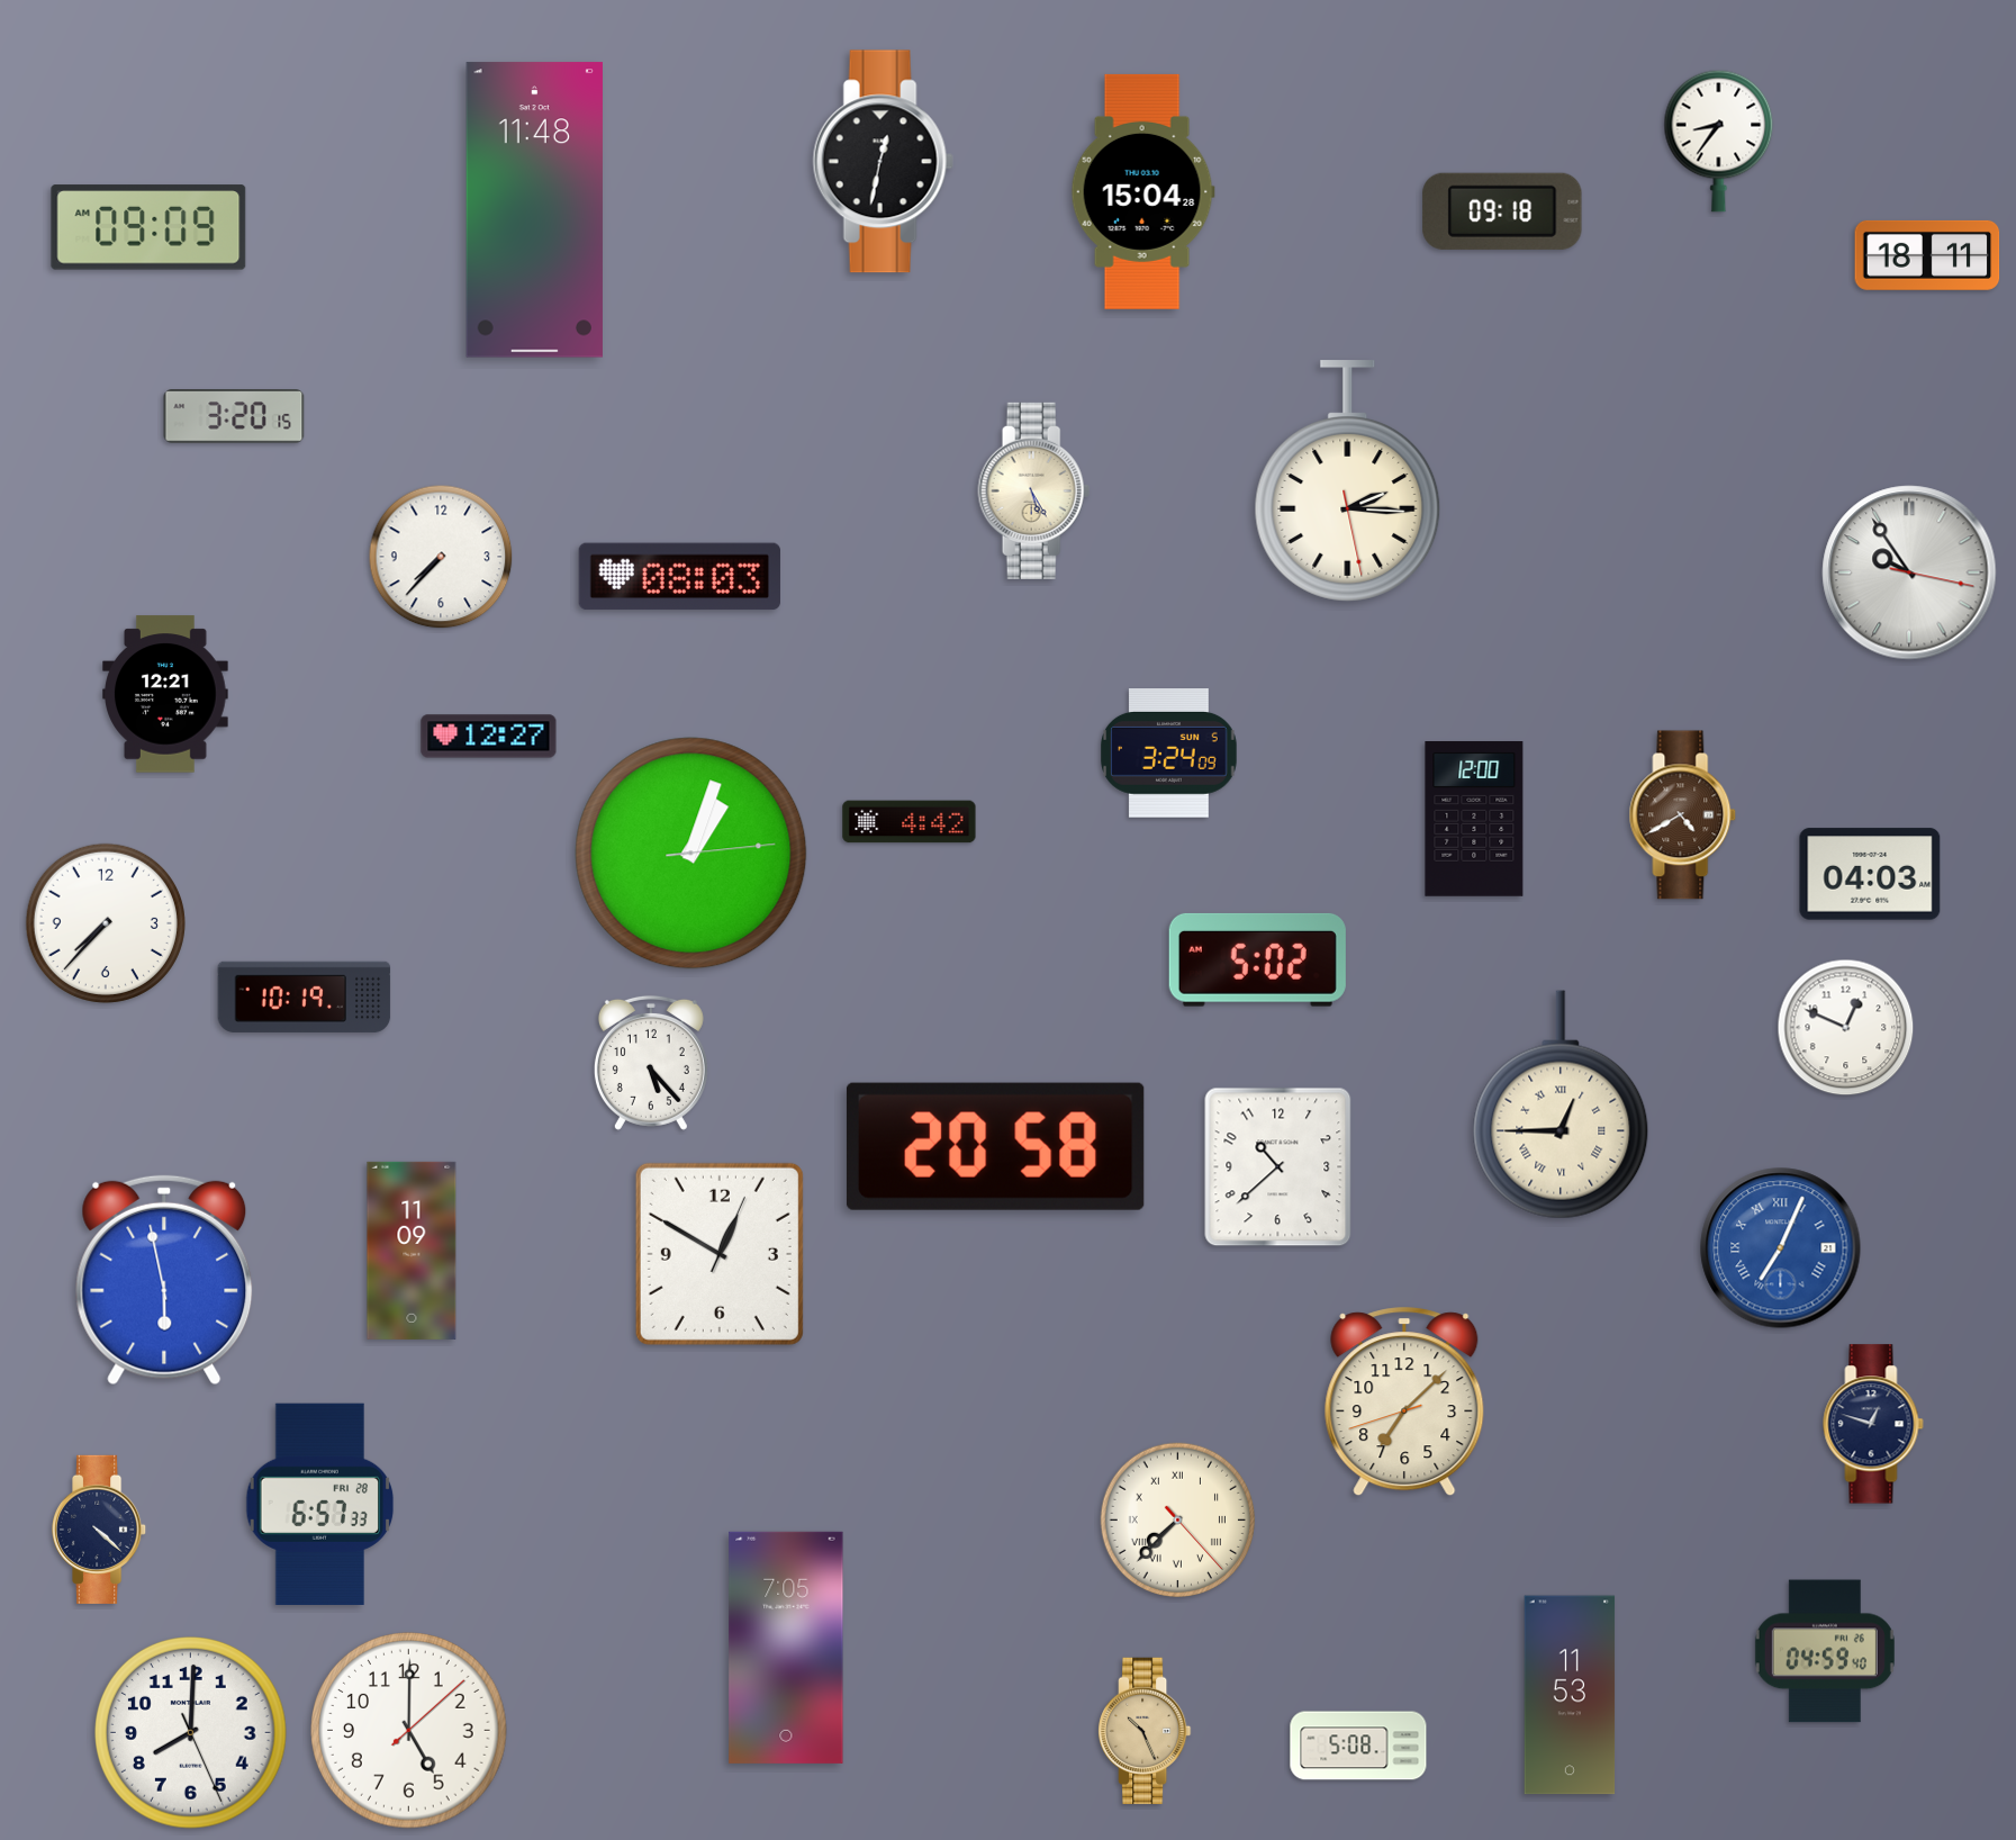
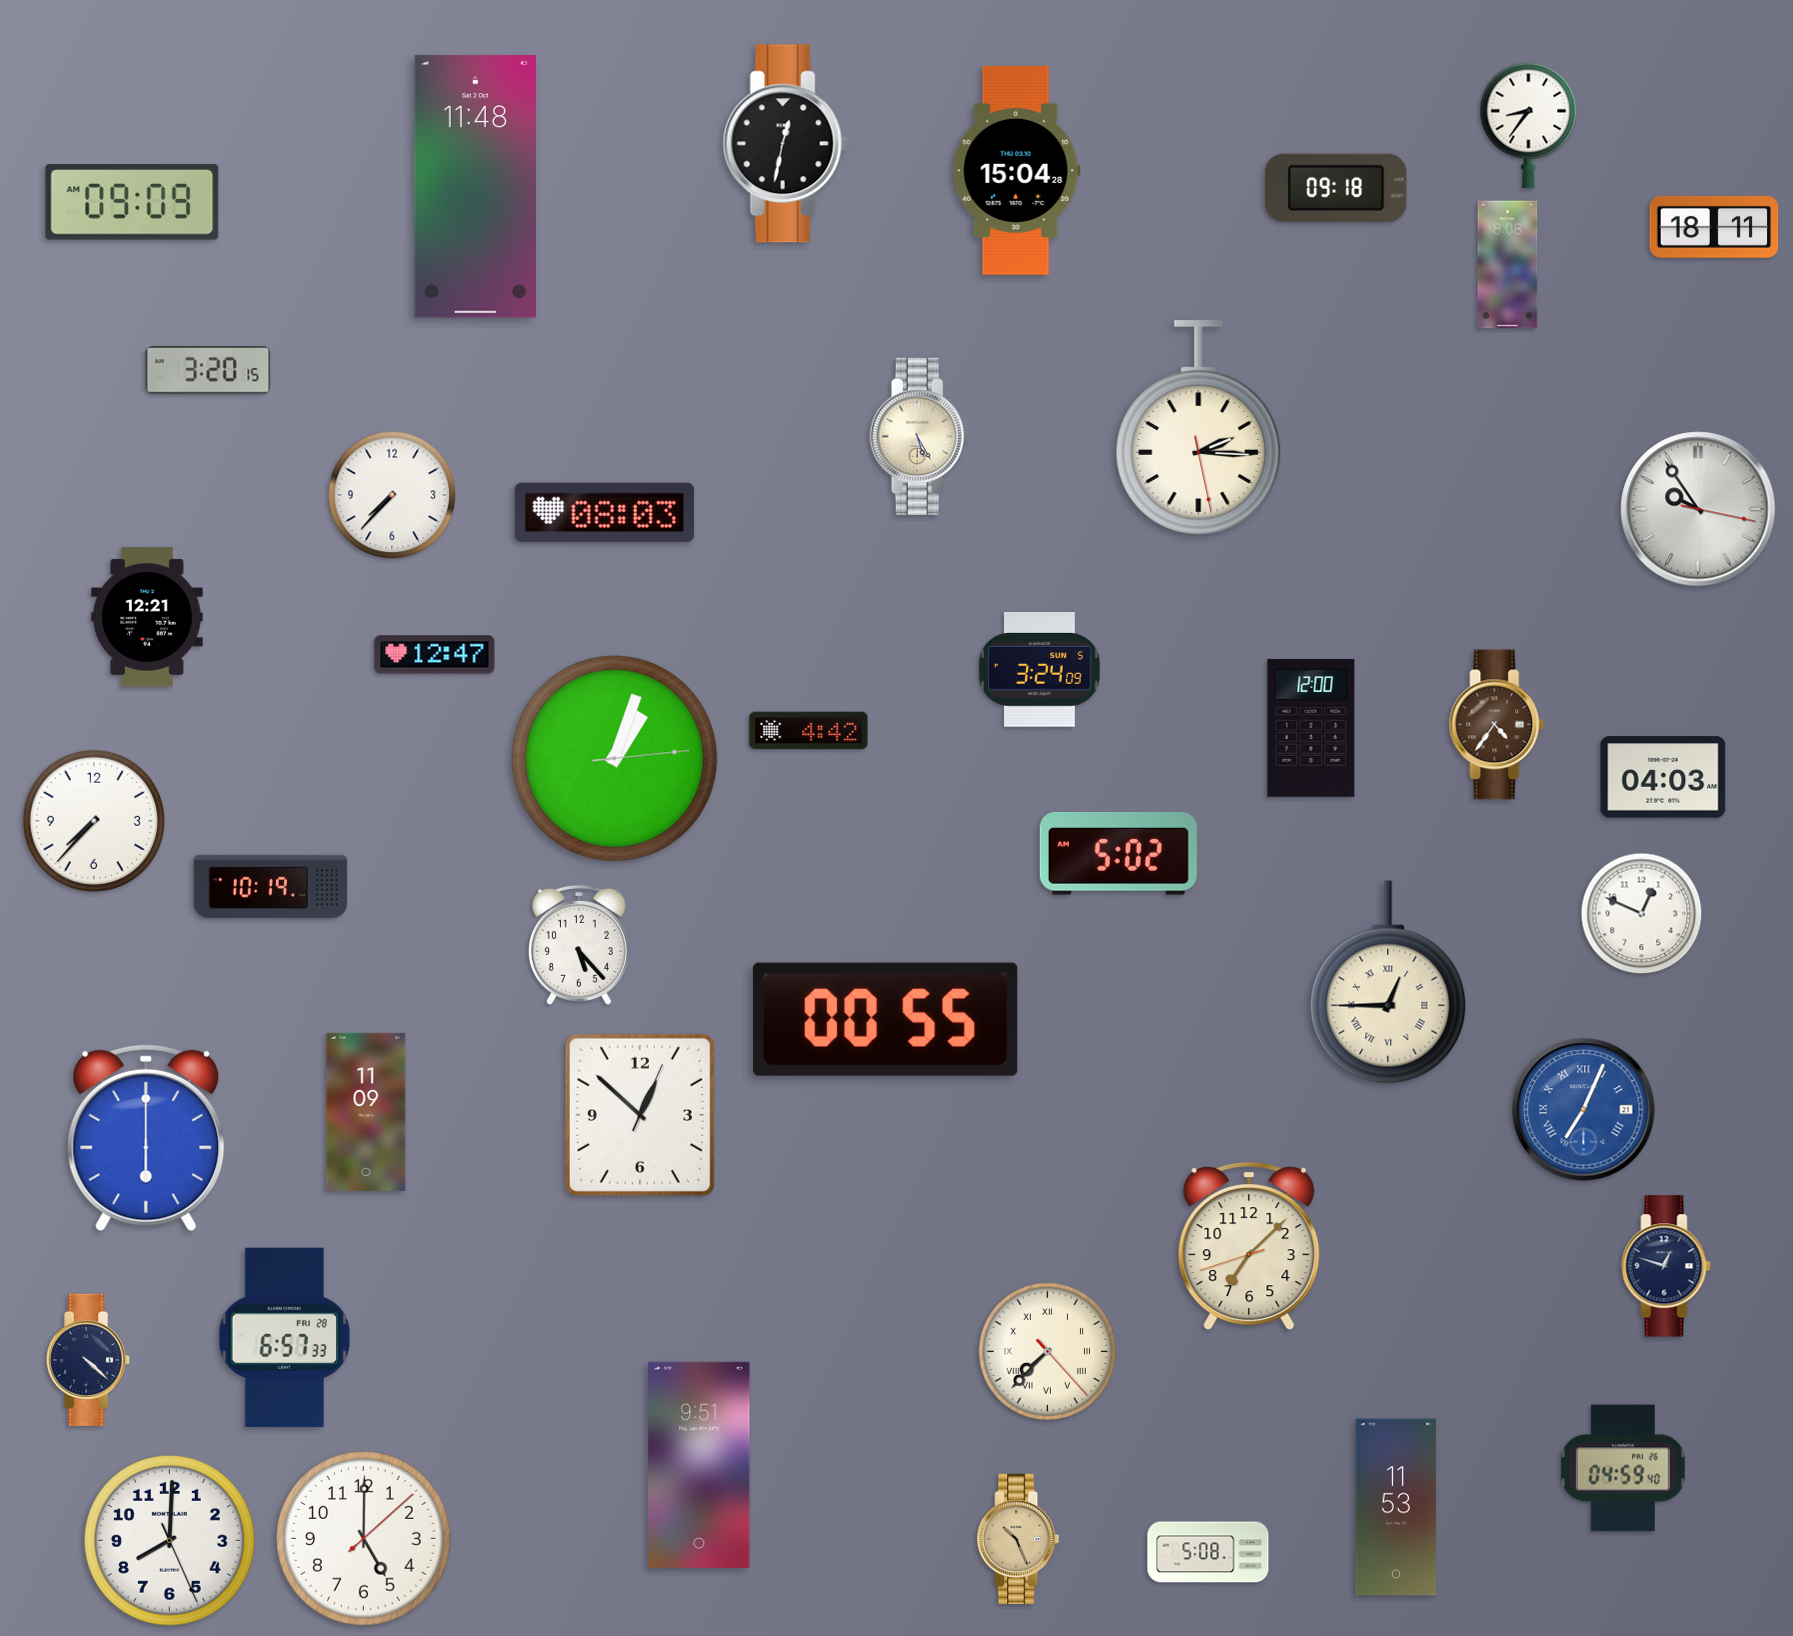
clock at (1508, 265): none -> 8:08
clock at (489, 737): 12:27 -> 12:47
clock at (1683, 815): 4:40 -> 4:36
clock at (995, 1146): 20:58 -> 00:55
clock at (1278, 1167): 10:38 -> none
clock at (720, 1254): 12:50 -> 12:52
clock at (164, 1280): 5:58 -> 6:00
clock at (786, 1648): 7:05 -> 9:51
